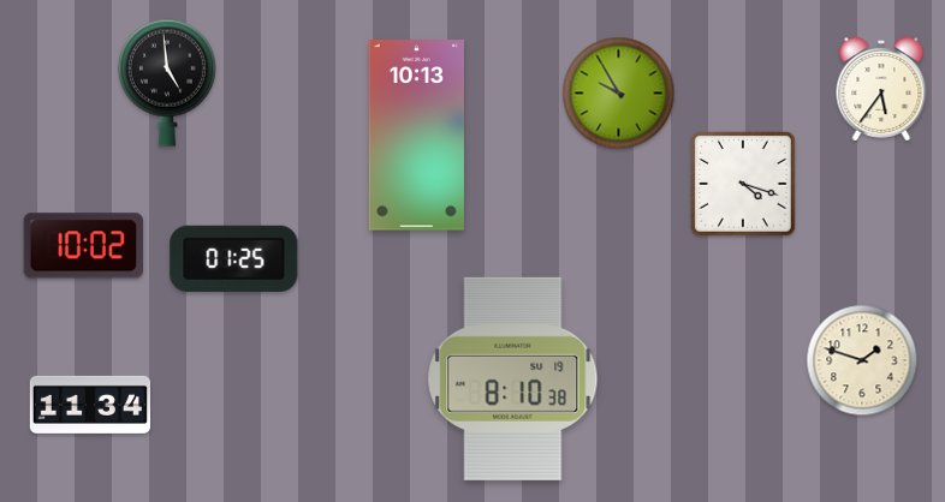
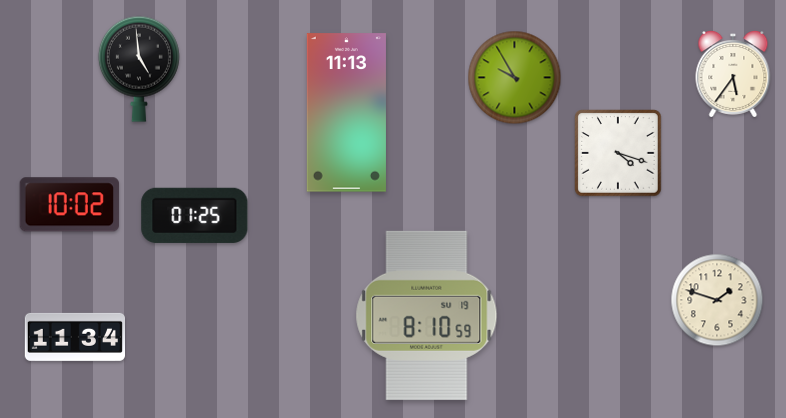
clock at (416, 136): 10:13 -> 11:13
clock at (513, 378): 8:10:38 -> 8:10:59
